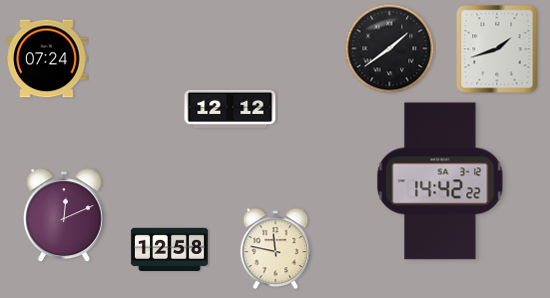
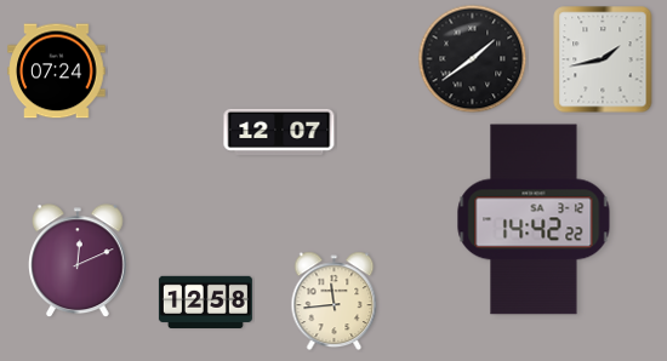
clock at (497, 49): 1:42 -> 1:43
clock at (230, 109): 12:12 -> 12:07
clock at (276, 249): 11:47 -> 11:44
